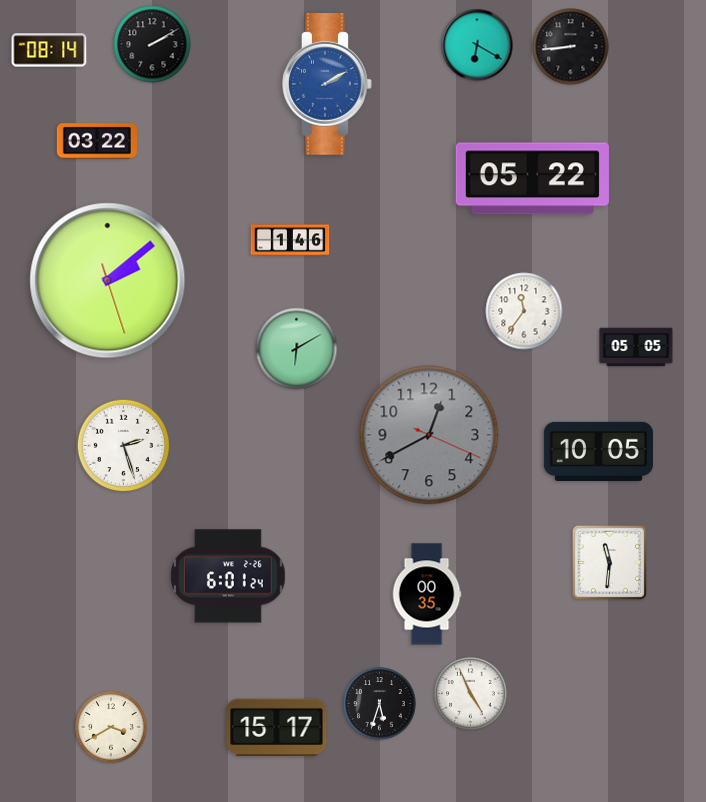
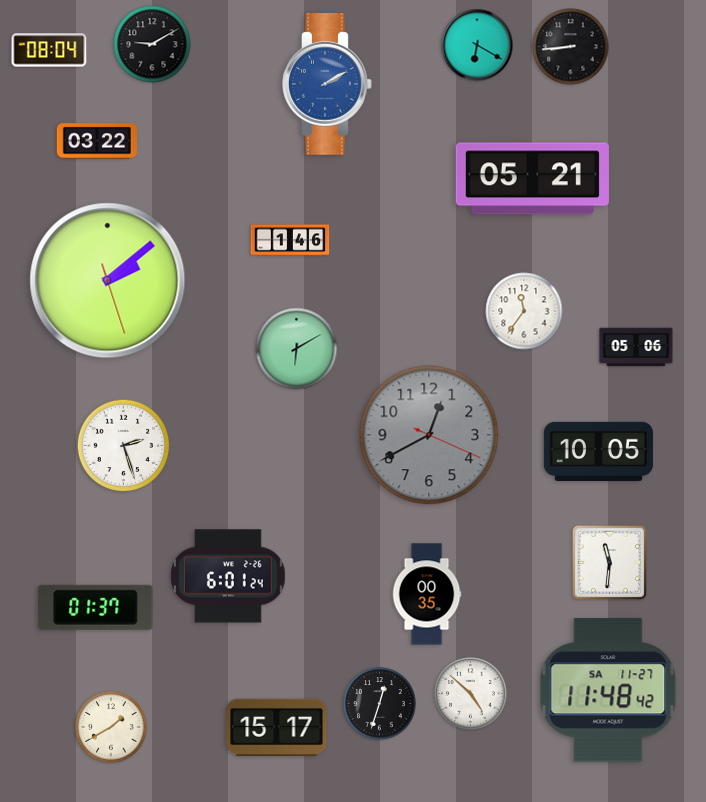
clock at (152, 44): 2:10 -> 9:10
clock at (49, 50): 08:14 -> 08:04
clock at (532, 179): 05:22 -> 05:21
clock at (636, 347): 05:05 -> 05:06
clock at (96, 607): none -> 01:37
clock at (608, 690): none -> 11:48
clock at (471, 694): 4:56 -> 4:52
clock at (380, 704): 5:33 -> 12:33
clock at (111, 727): 3:40 -> 1:40
